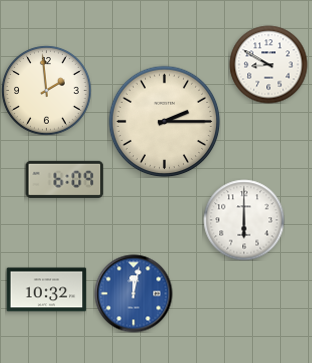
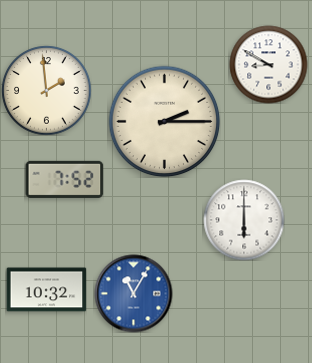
clock at (64, 179): 6:09 -> 7:52
clock at (133, 293): 12:02 -> 11:05
